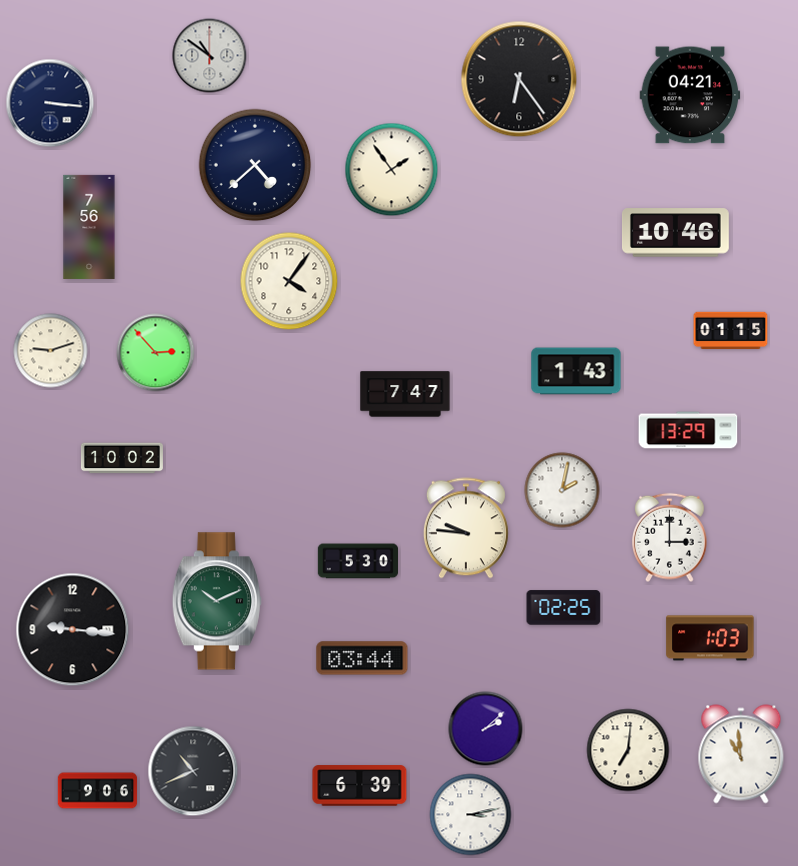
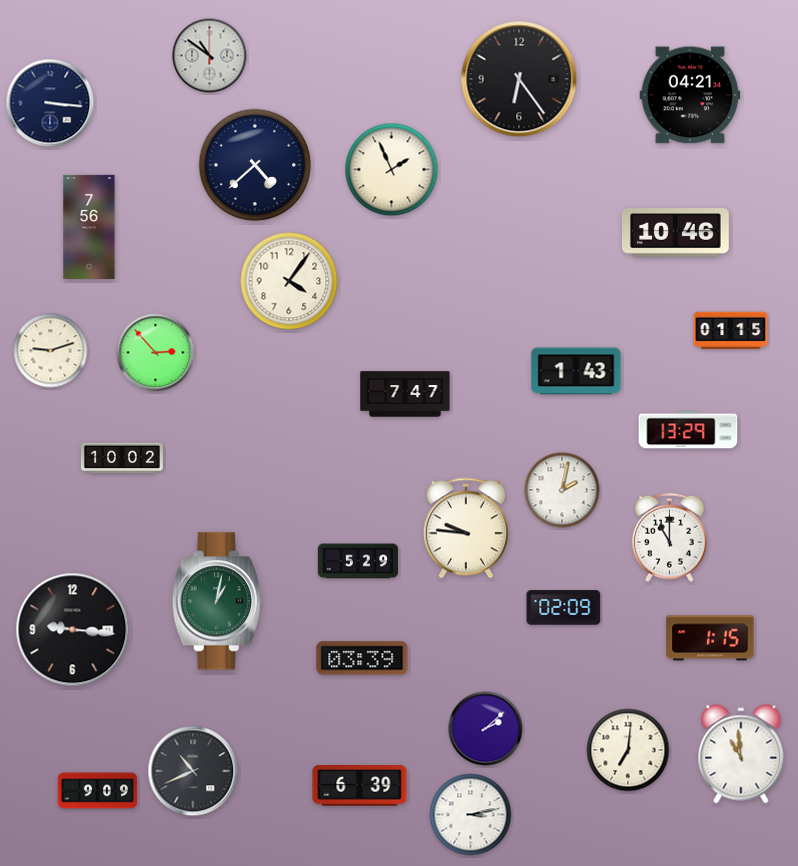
clock at (392, 170): 1:54 -> 1:56
clock at (670, 538): 3:00 -> 11:00
clock at (357, 561): 5:30 -> 5:29
clock at (217, 601): 10:11 -> 1:02
clock at (564, 608): 02:25 -> 02:09
clock at (710, 638): 1:03 -> 1:15
clock at (362, 658): 03:44 -> 03:39
clock at (98, 791): 9:06 -> 9:09
